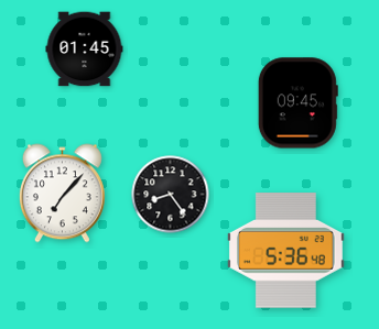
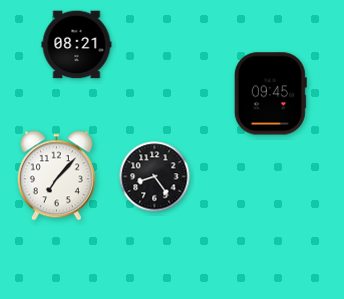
clock at (85, 50): 01:45 -> 08:21
clock at (285, 251): 5:36 -> none
